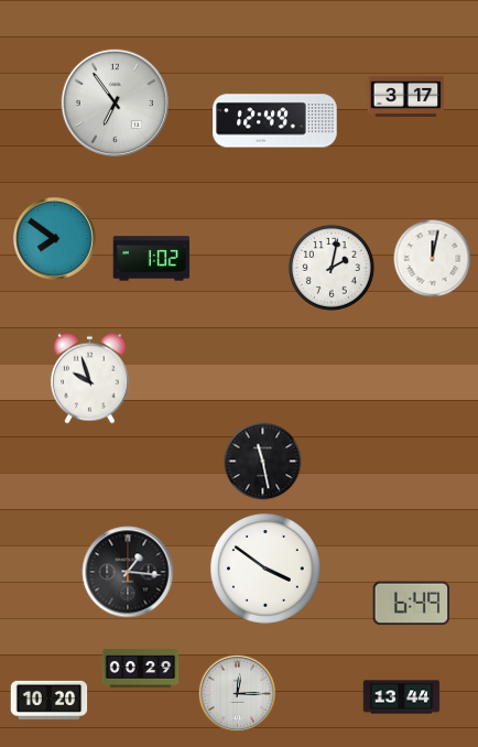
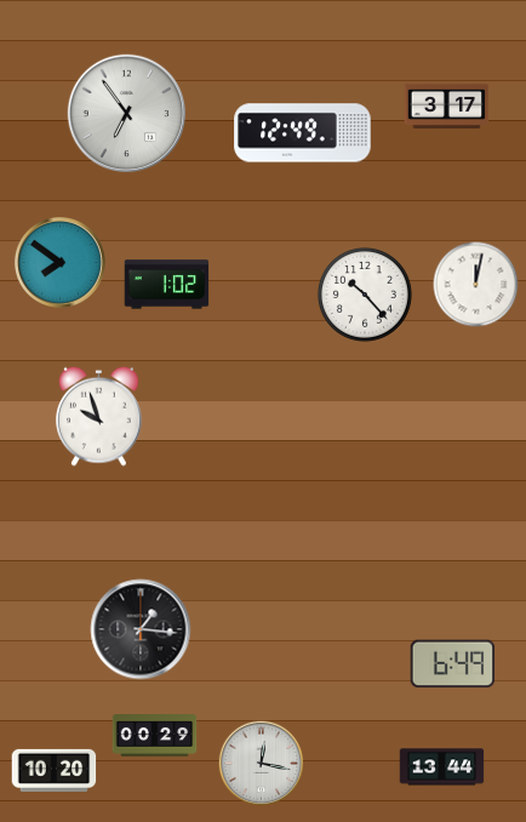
clock at (332, 268): 2:02 -> 10:23
clock at (263, 462): 11:28 -> none
clock at (265, 569): 3:51 -> none
clock at (237, 693): 12:15 -> 12:17
